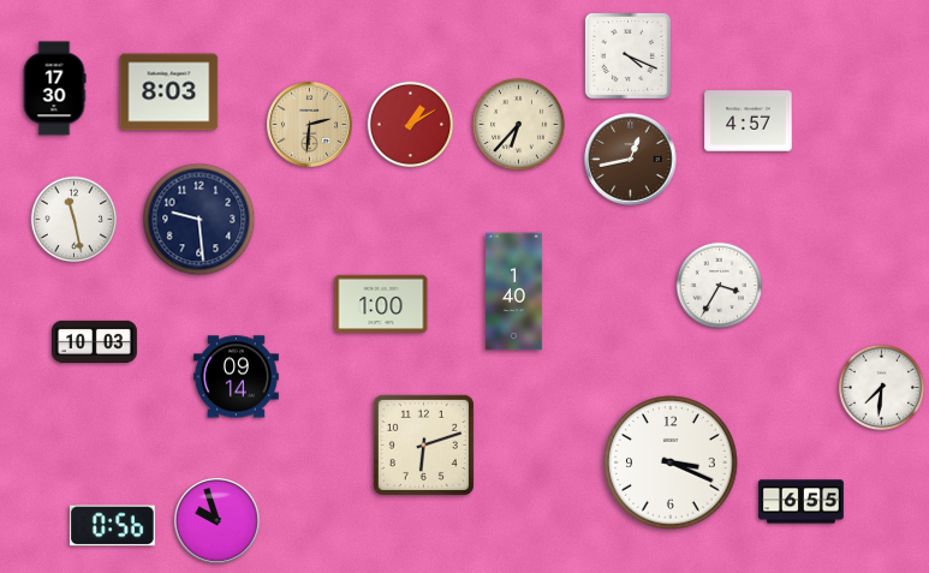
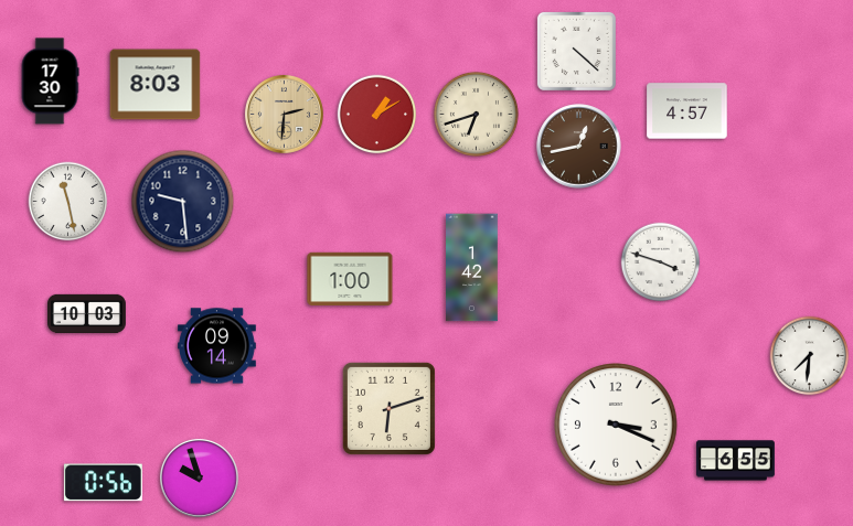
clock at (627, 55): 4:19 -> 4:22
clock at (518, 124): 6:37 -> 6:42
clock at (720, 286): 3:35 -> 3:48
clock at (514, 292): 1:40 -> 1:42
